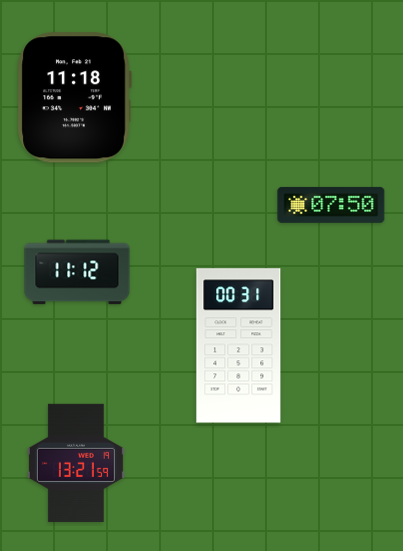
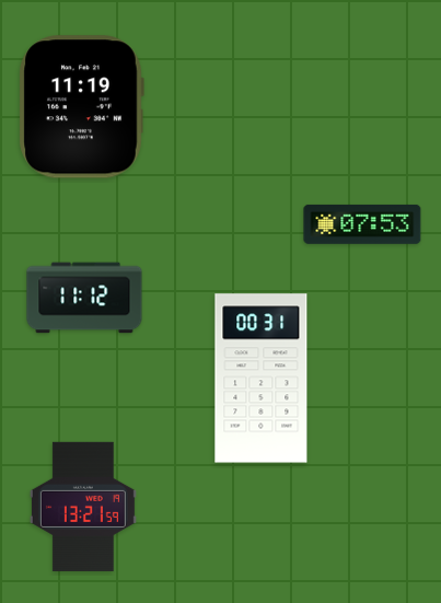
clock at (74, 98): 11:18 -> 11:19
clock at (331, 205): 07:50 -> 07:53
